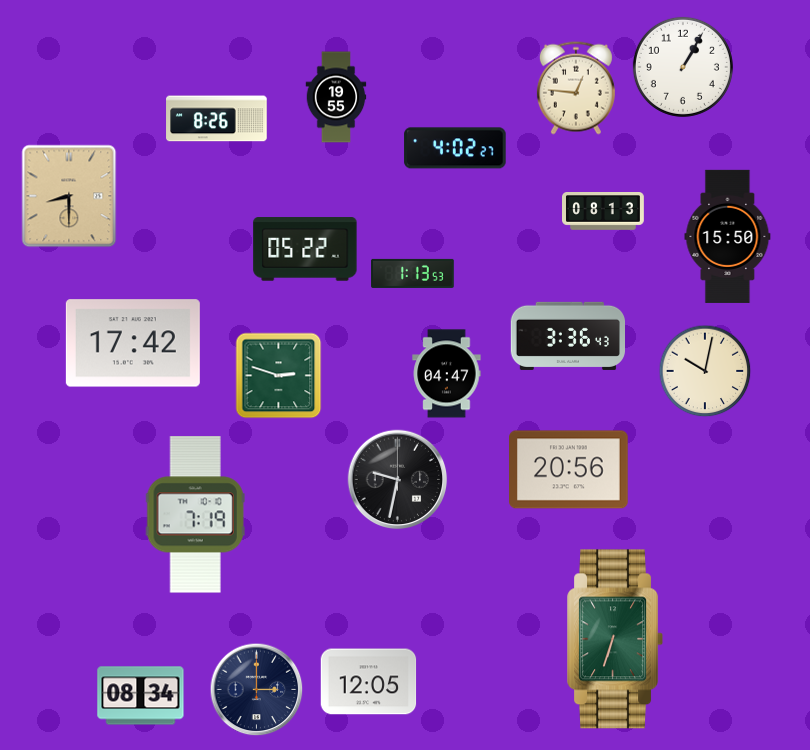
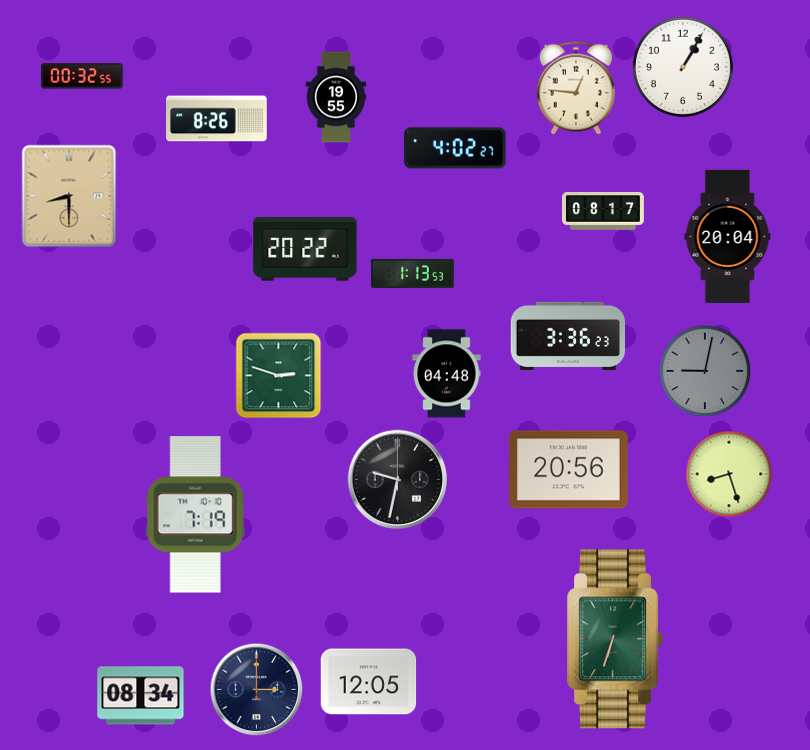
clock at (82, 76): none -> 00:32
clock at (604, 212): 08:13 -> 08:17
clock at (728, 236): 15:50 -> 20:04
clock at (305, 249): 05:22 -> 20:22
clock at (567, 336): 3:36:43 -> 3:36:23
clock at (133, 343): 17:42 -> none
clock at (705, 371): 10:02 -> 9:02
clock at (705, 371) dial: cream -> grey
clock at (447, 374): 04:47 -> 04:48
clock at (729, 474): none -> 8:27
